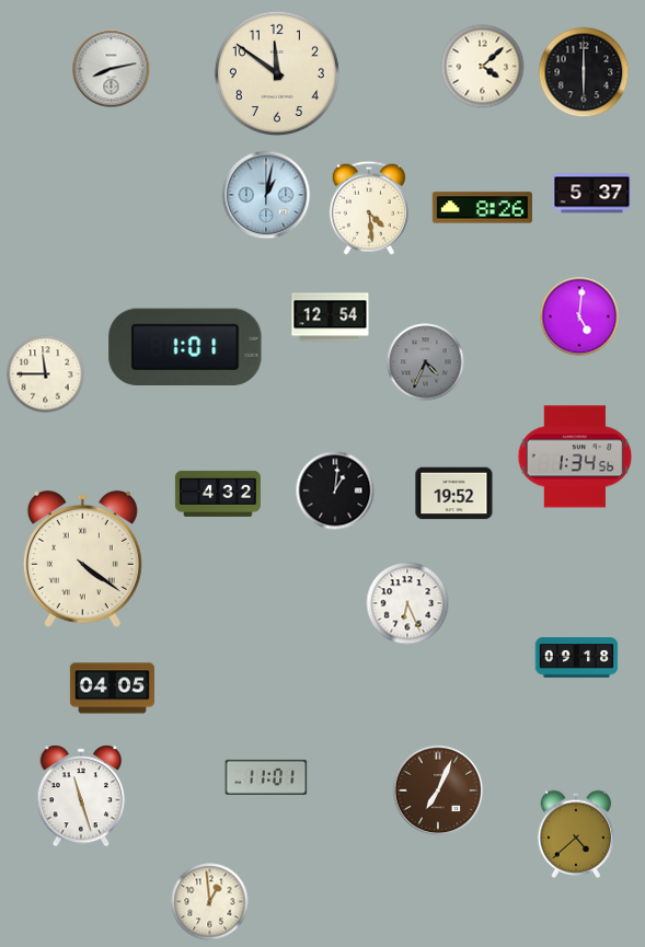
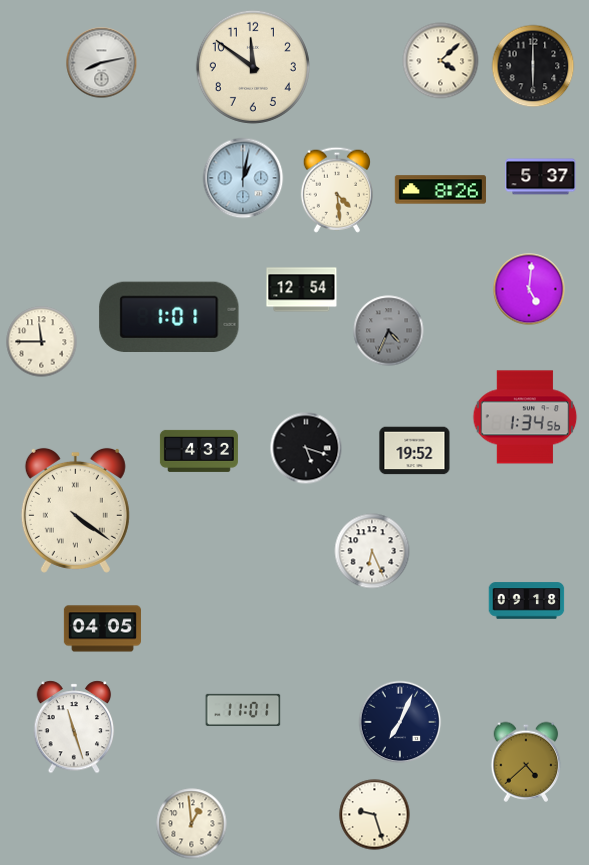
clock at (335, 490): 1:01 -> 5:18
clock at (438, 790) dial: brown -> navy
clock at (375, 815): none -> 9:27
